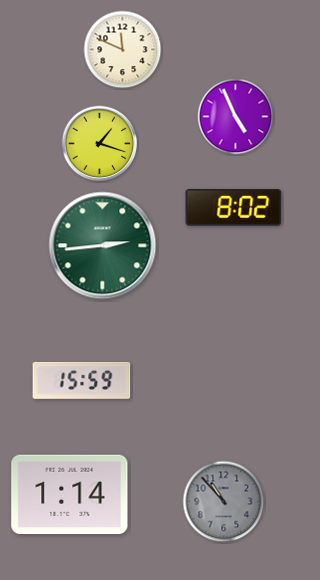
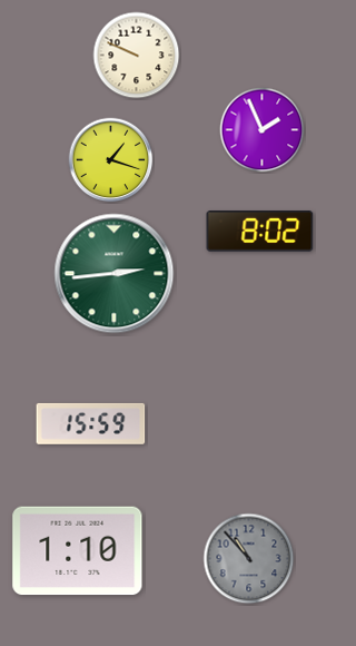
clock at (123, 50): 11:49 -> 9:49
clock at (236, 117): 4:56 -> 1:56
clock at (70, 495): 1:14 -> 1:10
